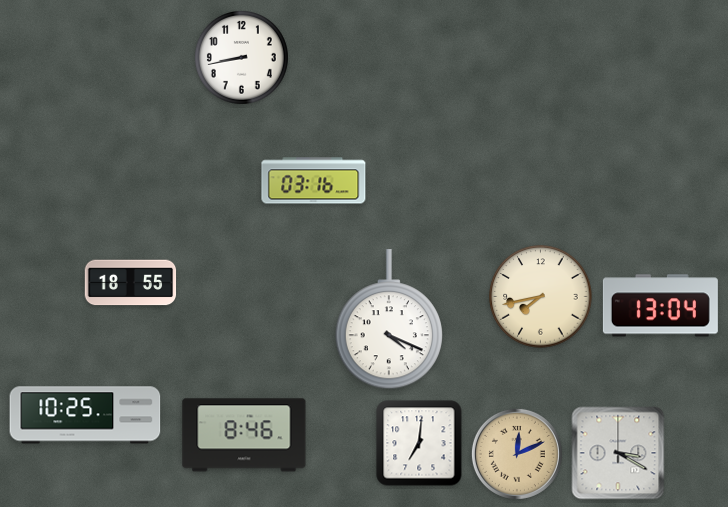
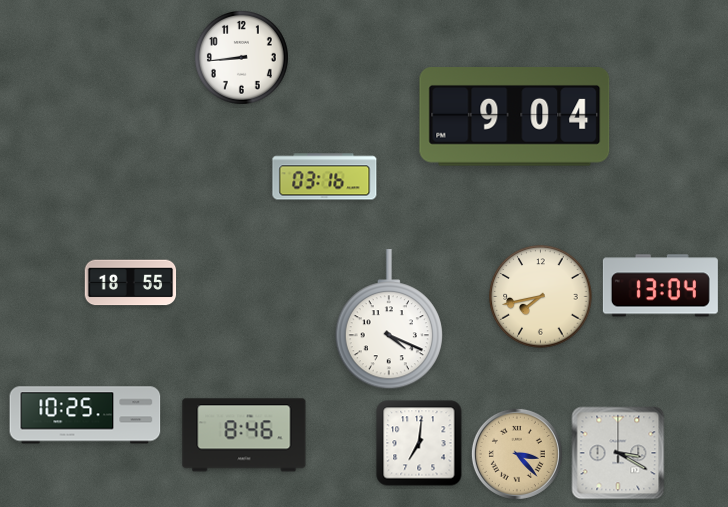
clock at (241, 57): 8:43 -> 8:44
clock at (515, 117): none -> 9:04
clock at (314, 181) position: (314, 181) -> (325, 177)
clock at (660, 306) position: (660, 306) -> (660, 286)
clock at (517, 454): 12:11 -> 3:23
